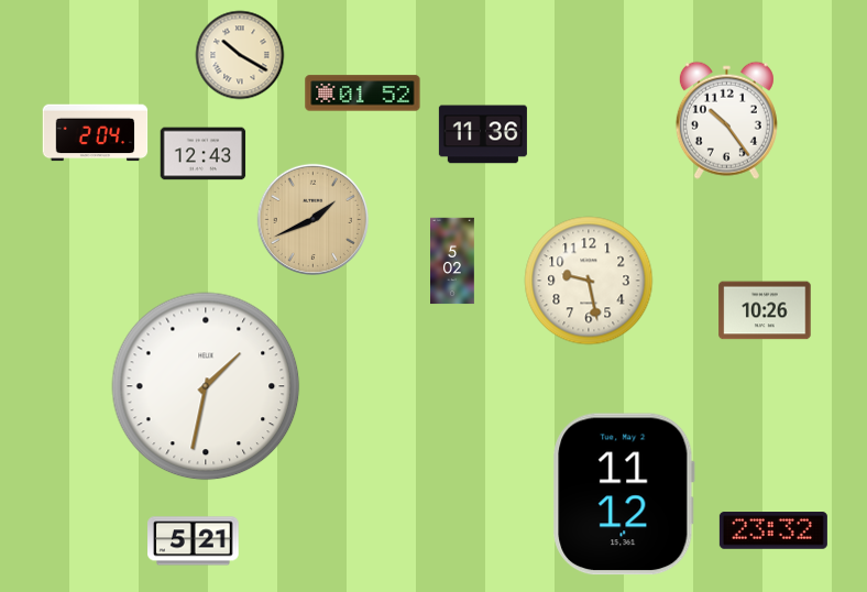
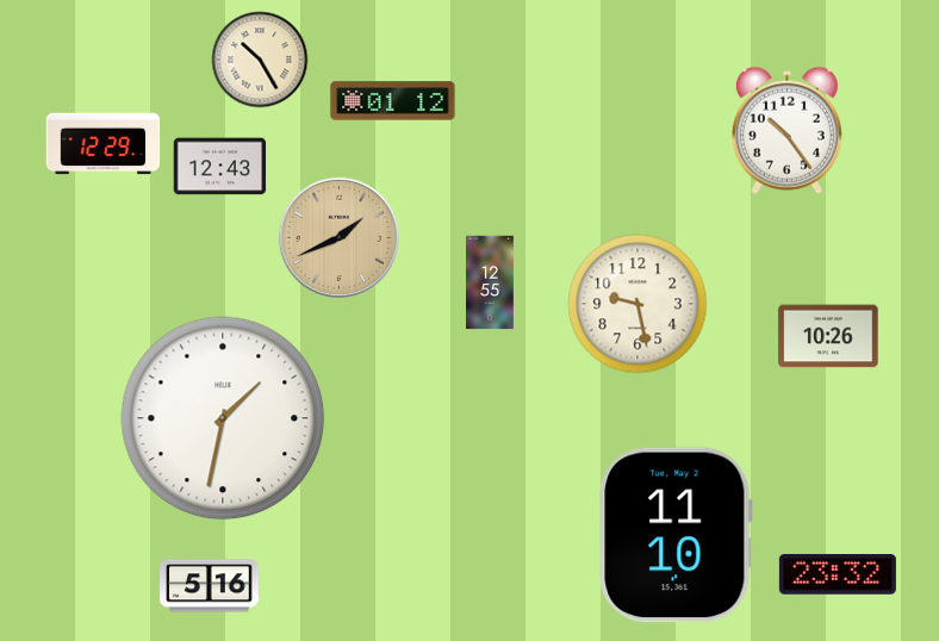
clock at (240, 55): 10:20 -> 10:25
clock at (363, 94): 01:52 -> 01:12
clock at (96, 133): 2:04 -> 12:29
clock at (483, 134): 11:36 -> none
clock at (453, 261): 5:02 -> 12:55
clock at (624, 494): 11:12 -> 11:10
clock at (194, 541): 5:21 -> 5:16
